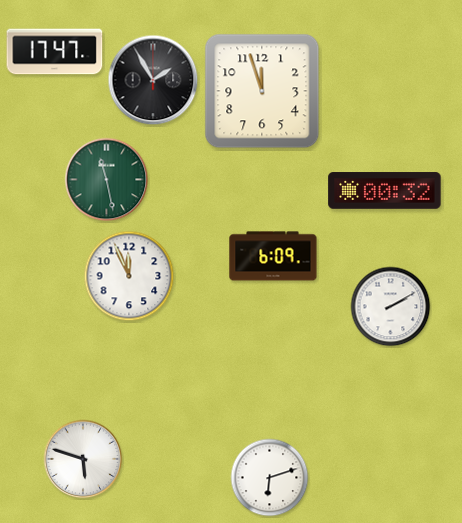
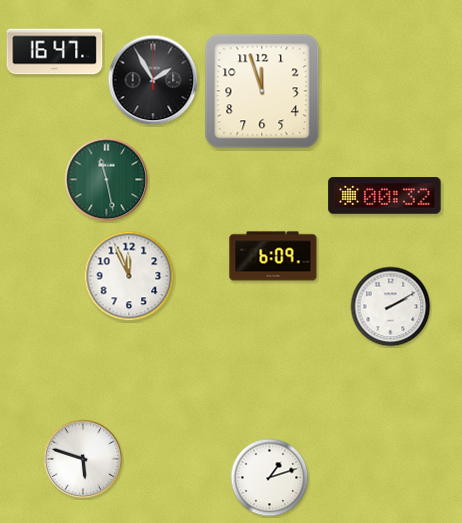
clock at (55, 52): 17:47 -> 16:47
clock at (385, 191) position: (385, 191) -> (385, 196)
clock at (270, 478): 6:12 -> 1:12
